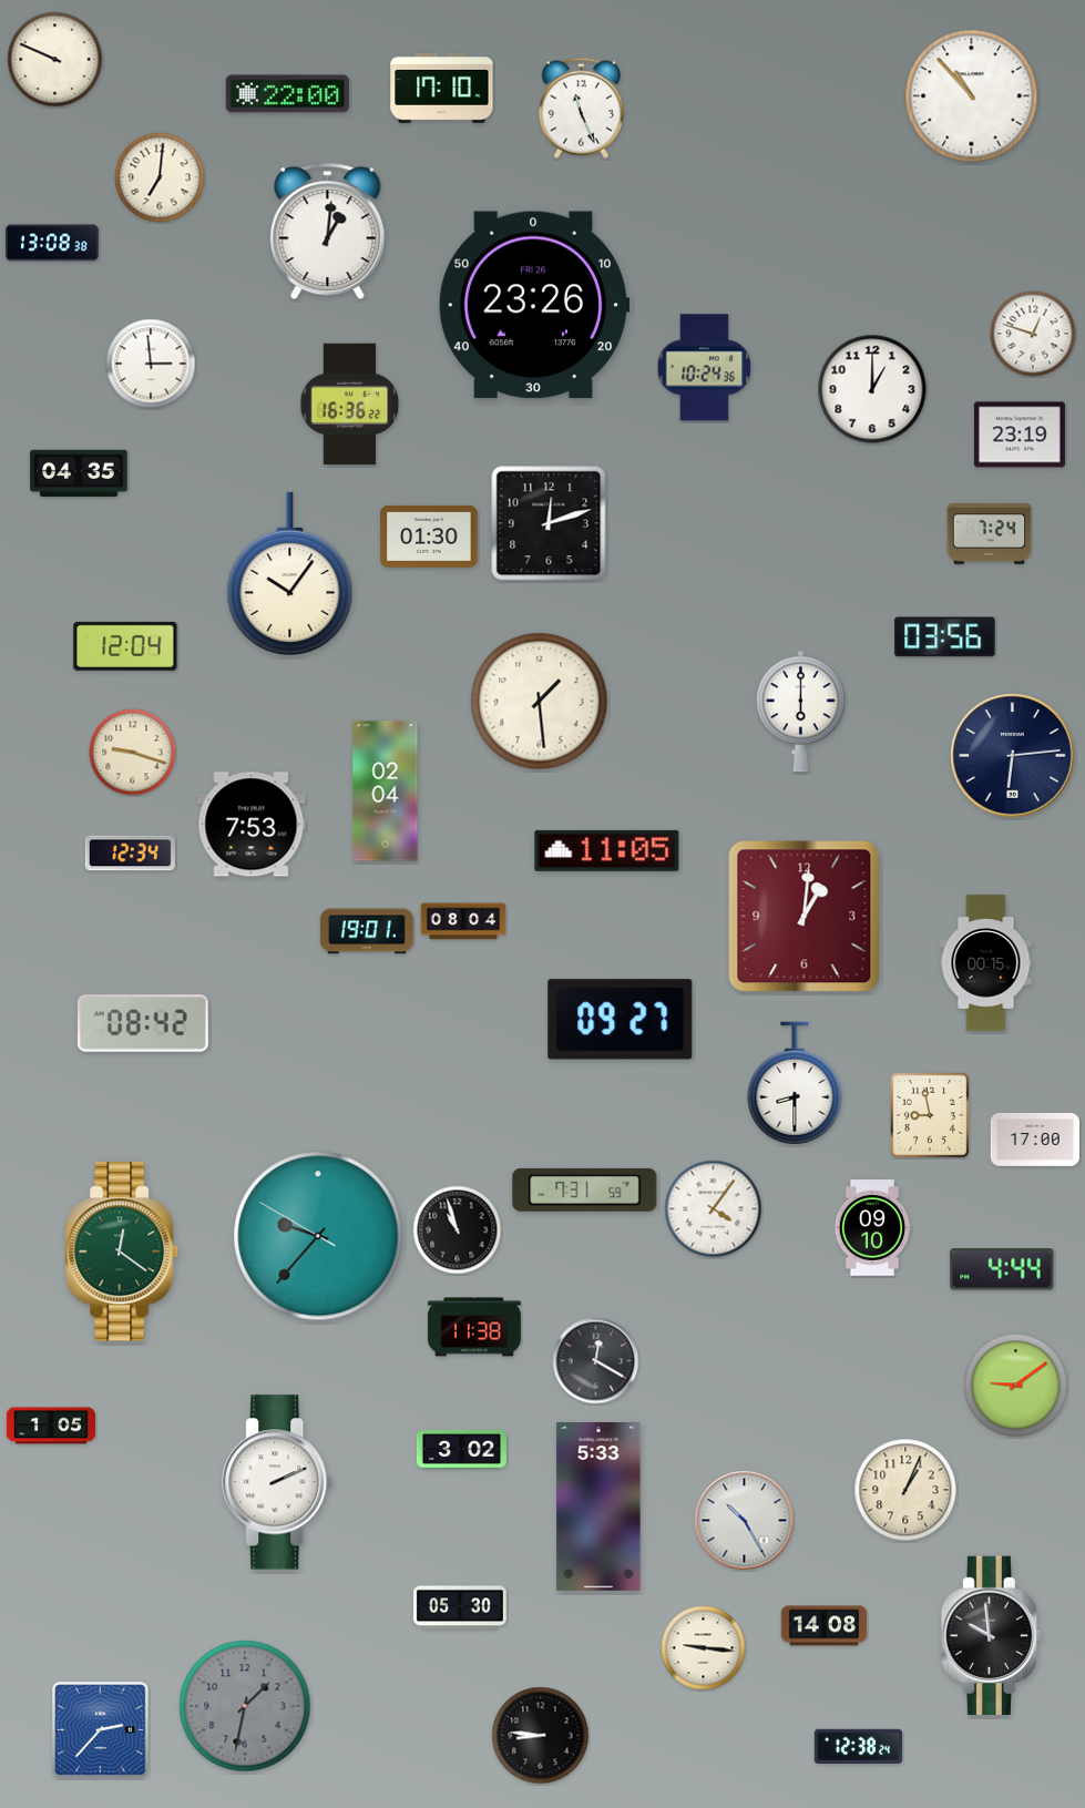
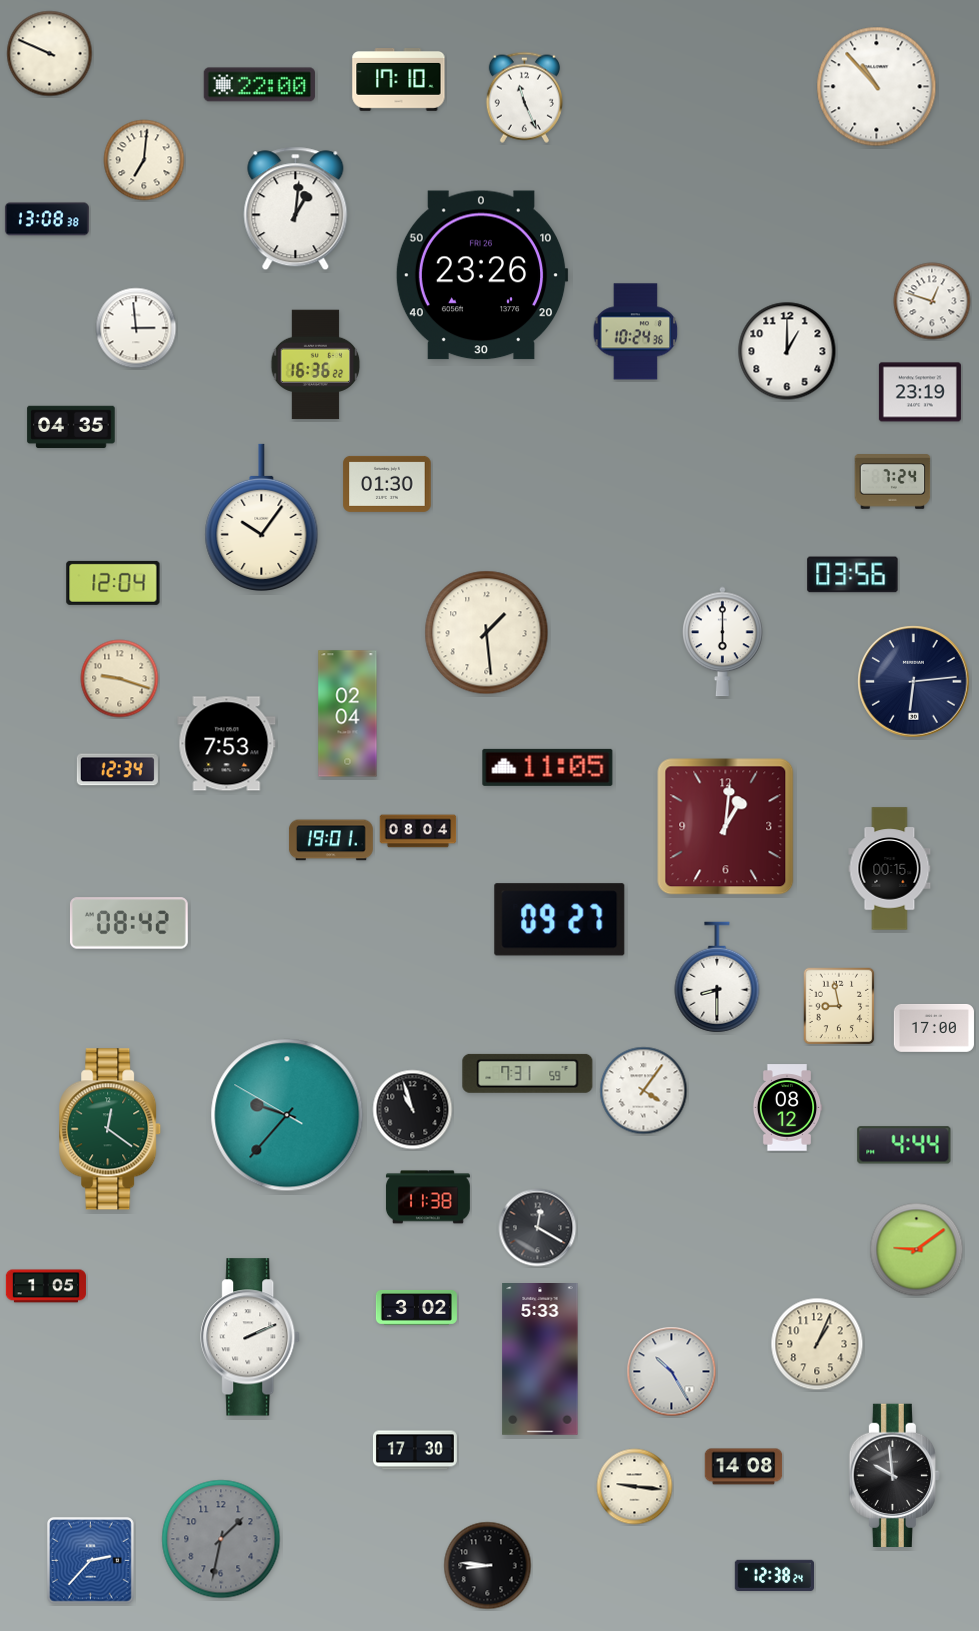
clock at (549, 523): 12:12 -> none
clock at (872, 1228): 09:10 -> 08:12
clock at (460, 1607): 05:30 -> 17:30
